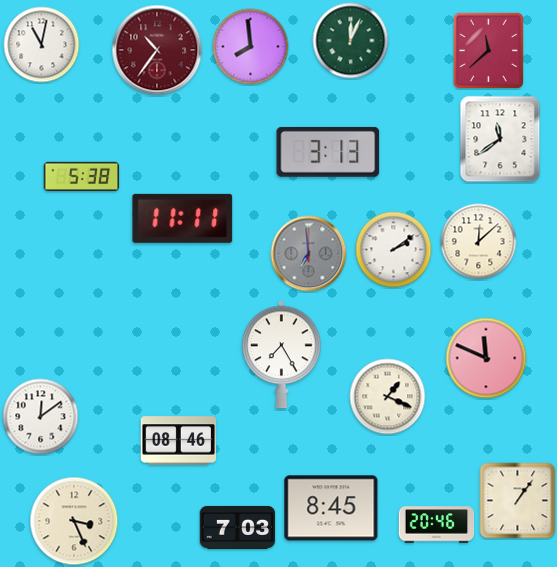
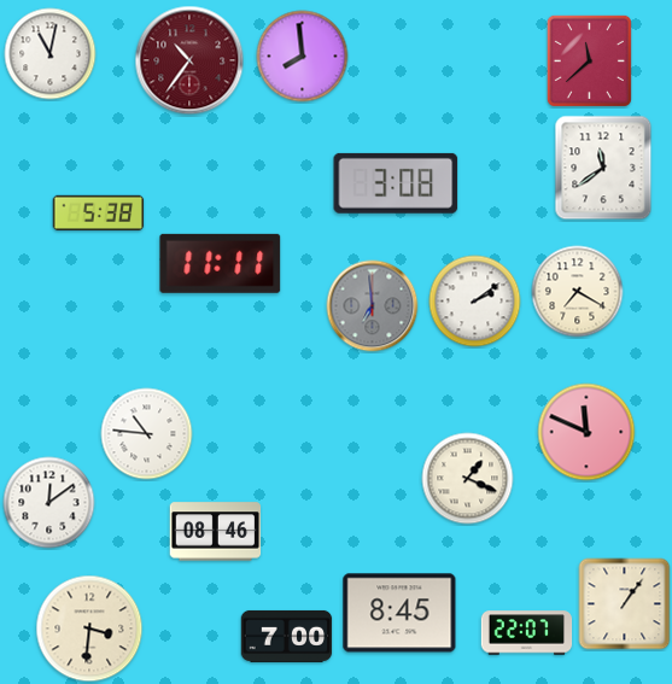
clock at (351, 41): 12:04 -> none
clock at (328, 152): 3:13 -> 3:08
clock at (479, 242): 12:08 -> 7:20
clock at (282, 354): 7:25 -> none
clock at (147, 434): none -> 10:46
clock at (74, 521): 3:26 -> 3:31
clock at (437, 525): 20:46 -> 22:07
clock at (238, 527): 7:03 -> 7:00
